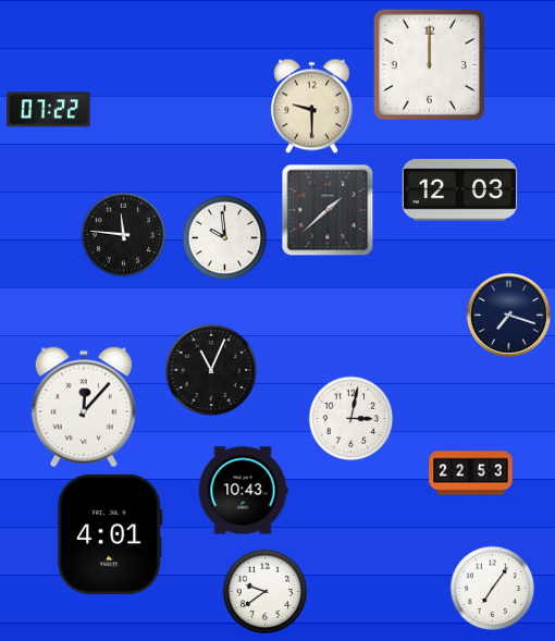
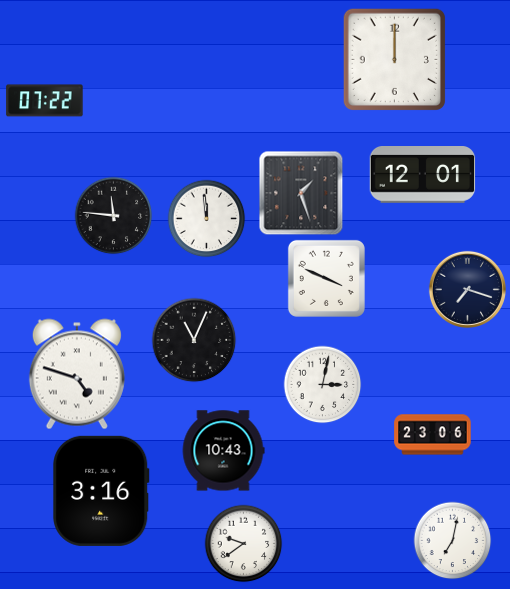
clock at (311, 106): 9:30 -> none
clock at (460, 190): 12:03 -> 12:01
clock at (328, 210): 1:38 -> 1:27
clock at (224, 237): 9:59 -> 11:59
clock at (326, 278): none -> 3:49
clock at (84, 407): 12:07 -> 4:48
clock at (471, 473): 22:53 -> 23:06
clock at (110, 534): 4:01 -> 3:16
clock at (492, 588): 7:06 -> 7:02
